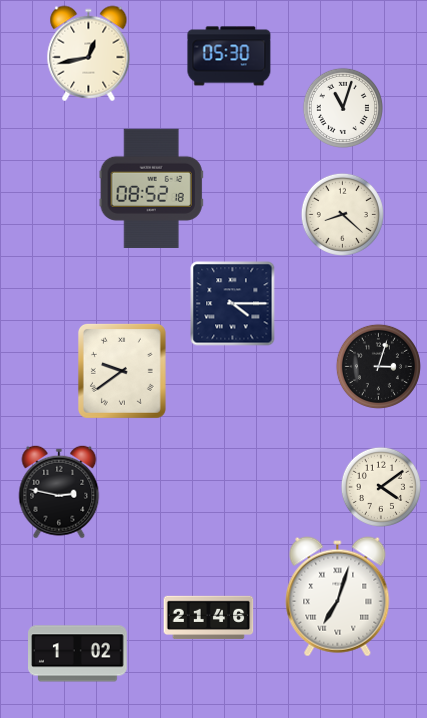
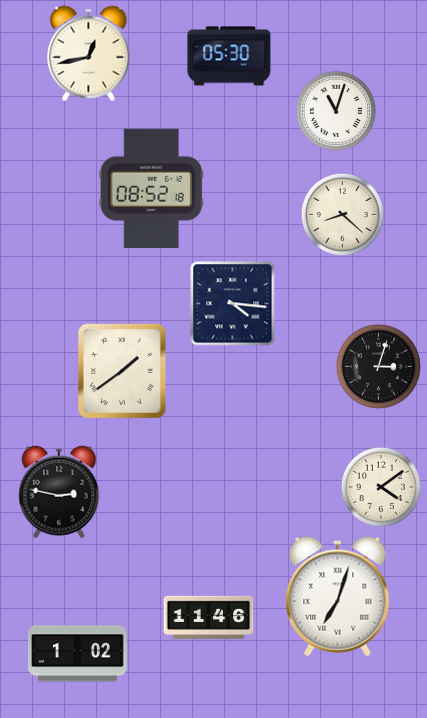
clock at (343, 108) position: (343, 108) -> (336, 111)
clock at (233, 304): 4:15 -> 4:16
clock at (122, 371): 9:39 -> 1:39
clock at (209, 618): 21:46 -> 11:46
